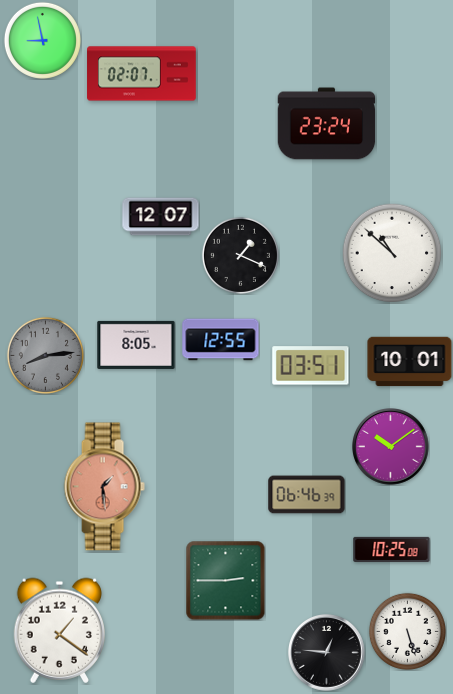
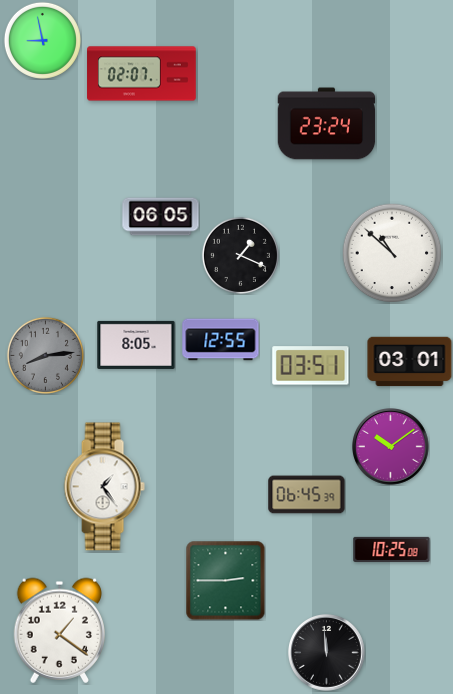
clock at (161, 217): 12:07 -> 06:05
clock at (410, 362): 10:01 -> 03:01
clock at (104, 487): 1:29 -> 1:24
clock at (104, 487) dial: salmon -> white
clock at (307, 495): 06:46 -> 06:45
clock at (407, 631): 5:27 -> none
clock at (327, 653): 12:46 -> 11:59
